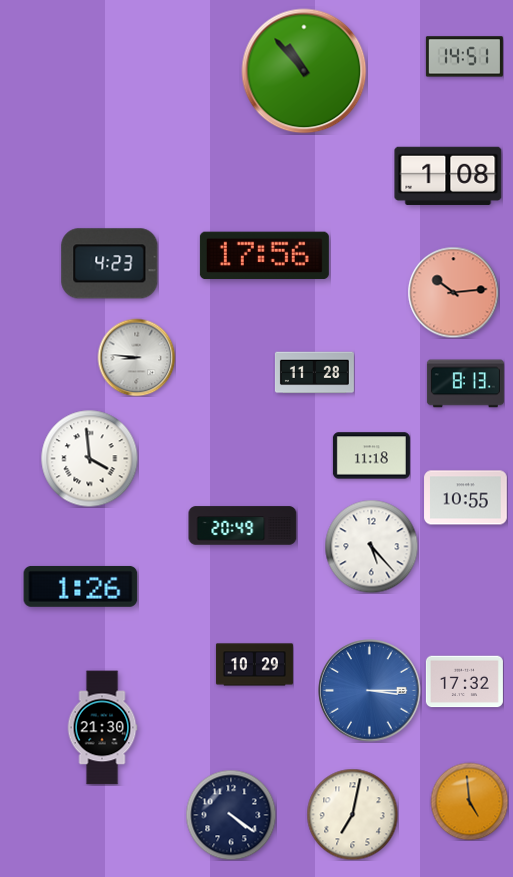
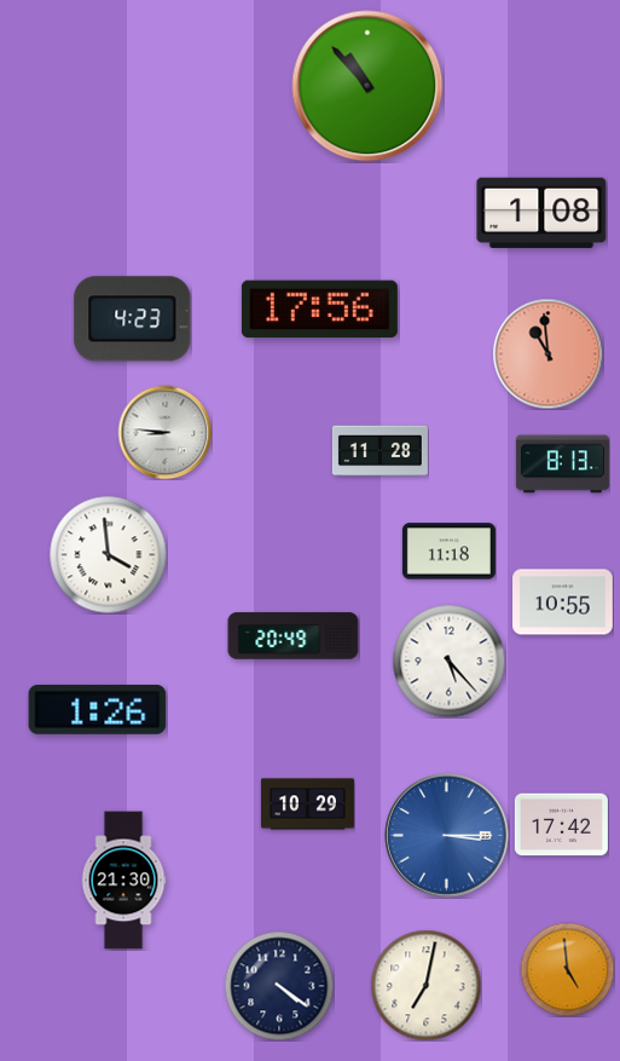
clock at (464, 57): 14:51 -> none
clock at (453, 292): 10:14 -> 10:59
clock at (464, 682): 17:32 -> 17:42
